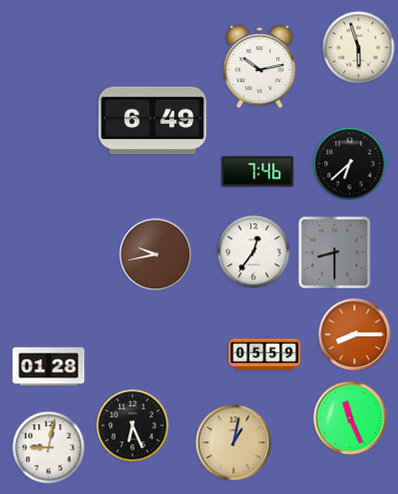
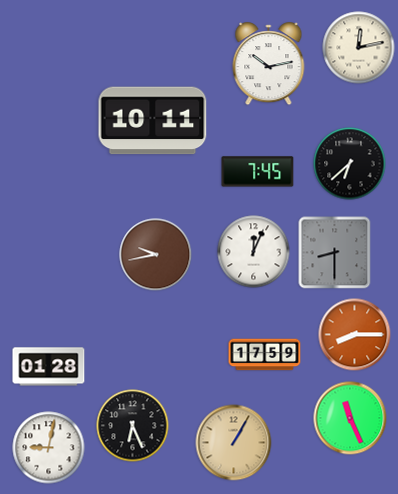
clock at (359, 48): 5:57 -> 12:13
clock at (260, 67) position: (260, 67) -> (269, 64)
clock at (153, 121): 6:49 -> 10:11
clock at (258, 172): 7:46 -> 7:45
clock at (254, 252): 12:36 -> 12:04
clock at (265, 355): 05:59 -> 17:59
clock at (234, 443): 1:02 -> 1:05
